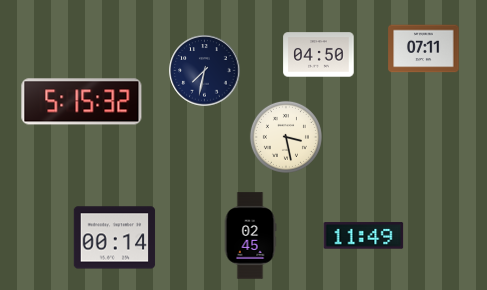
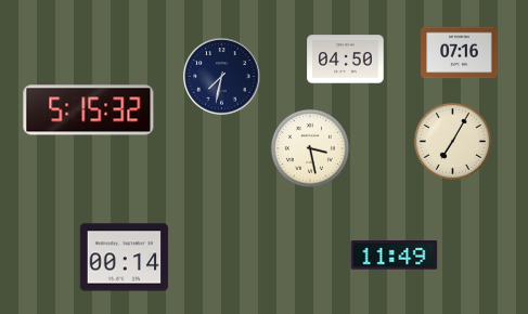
clock at (424, 49): 07:11 -> 07:16
clock at (452, 141): none -> 7:05
clock at (250, 236): 02:45 -> none
